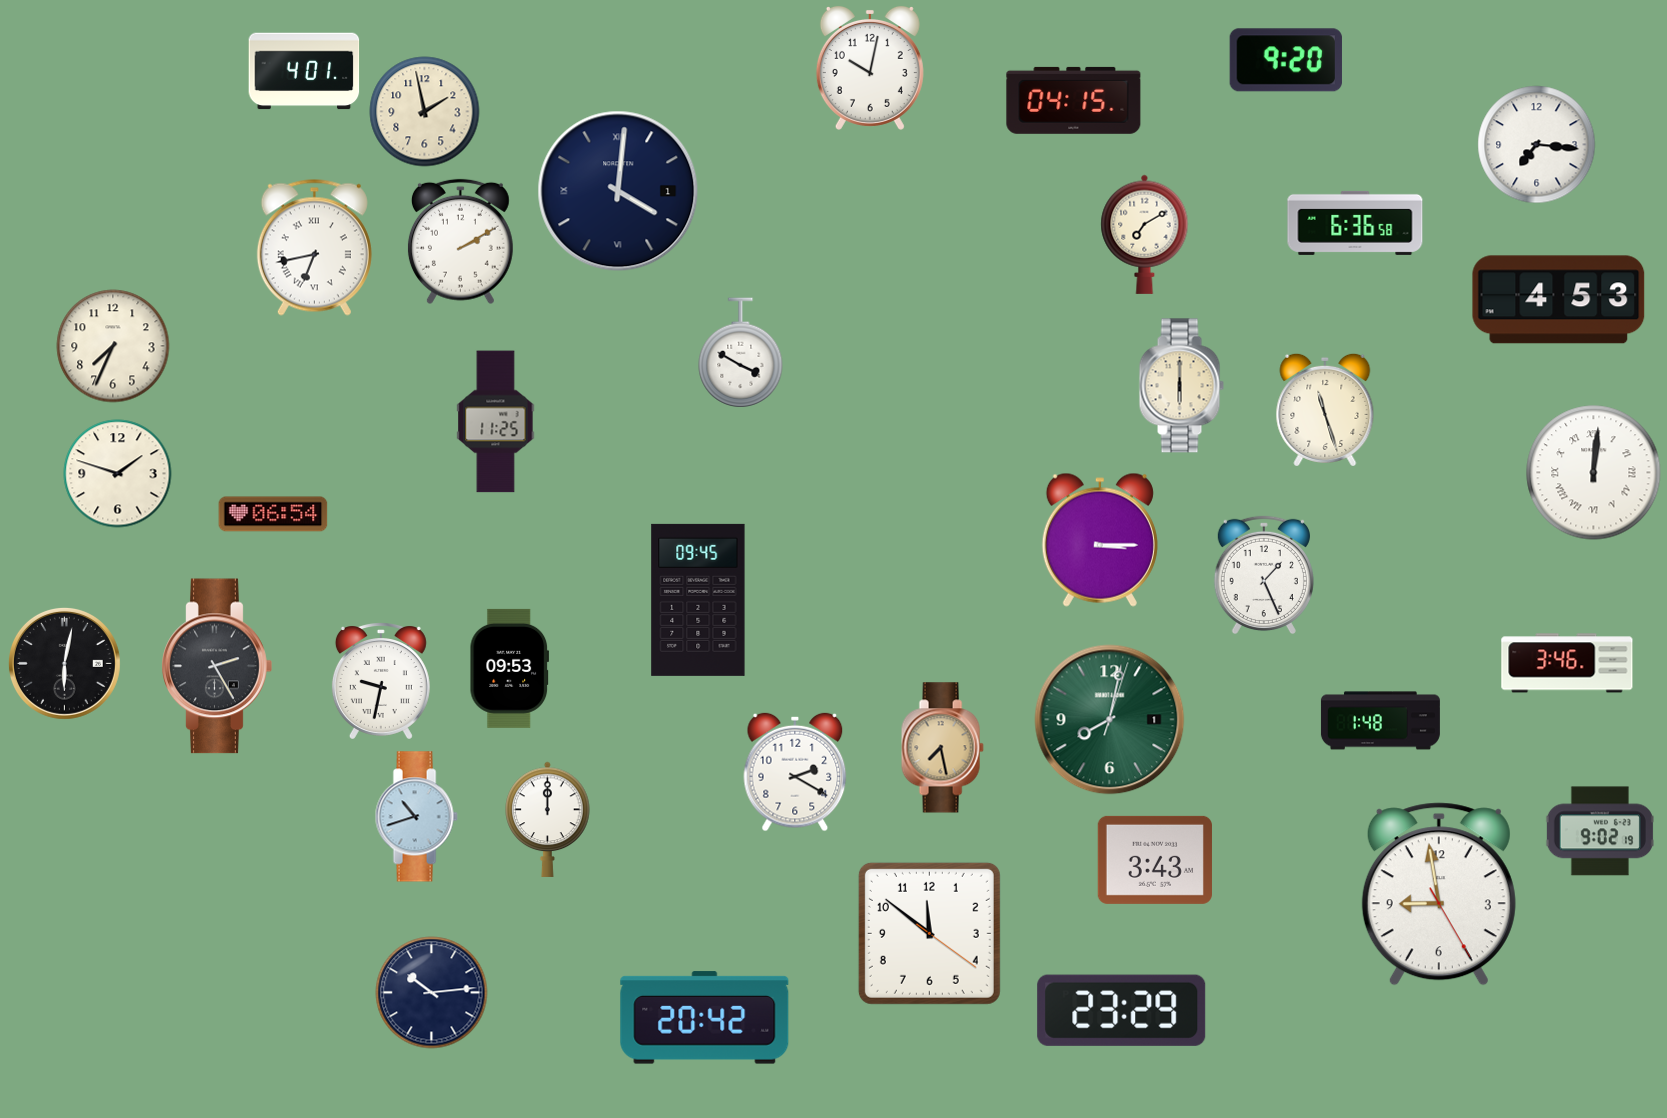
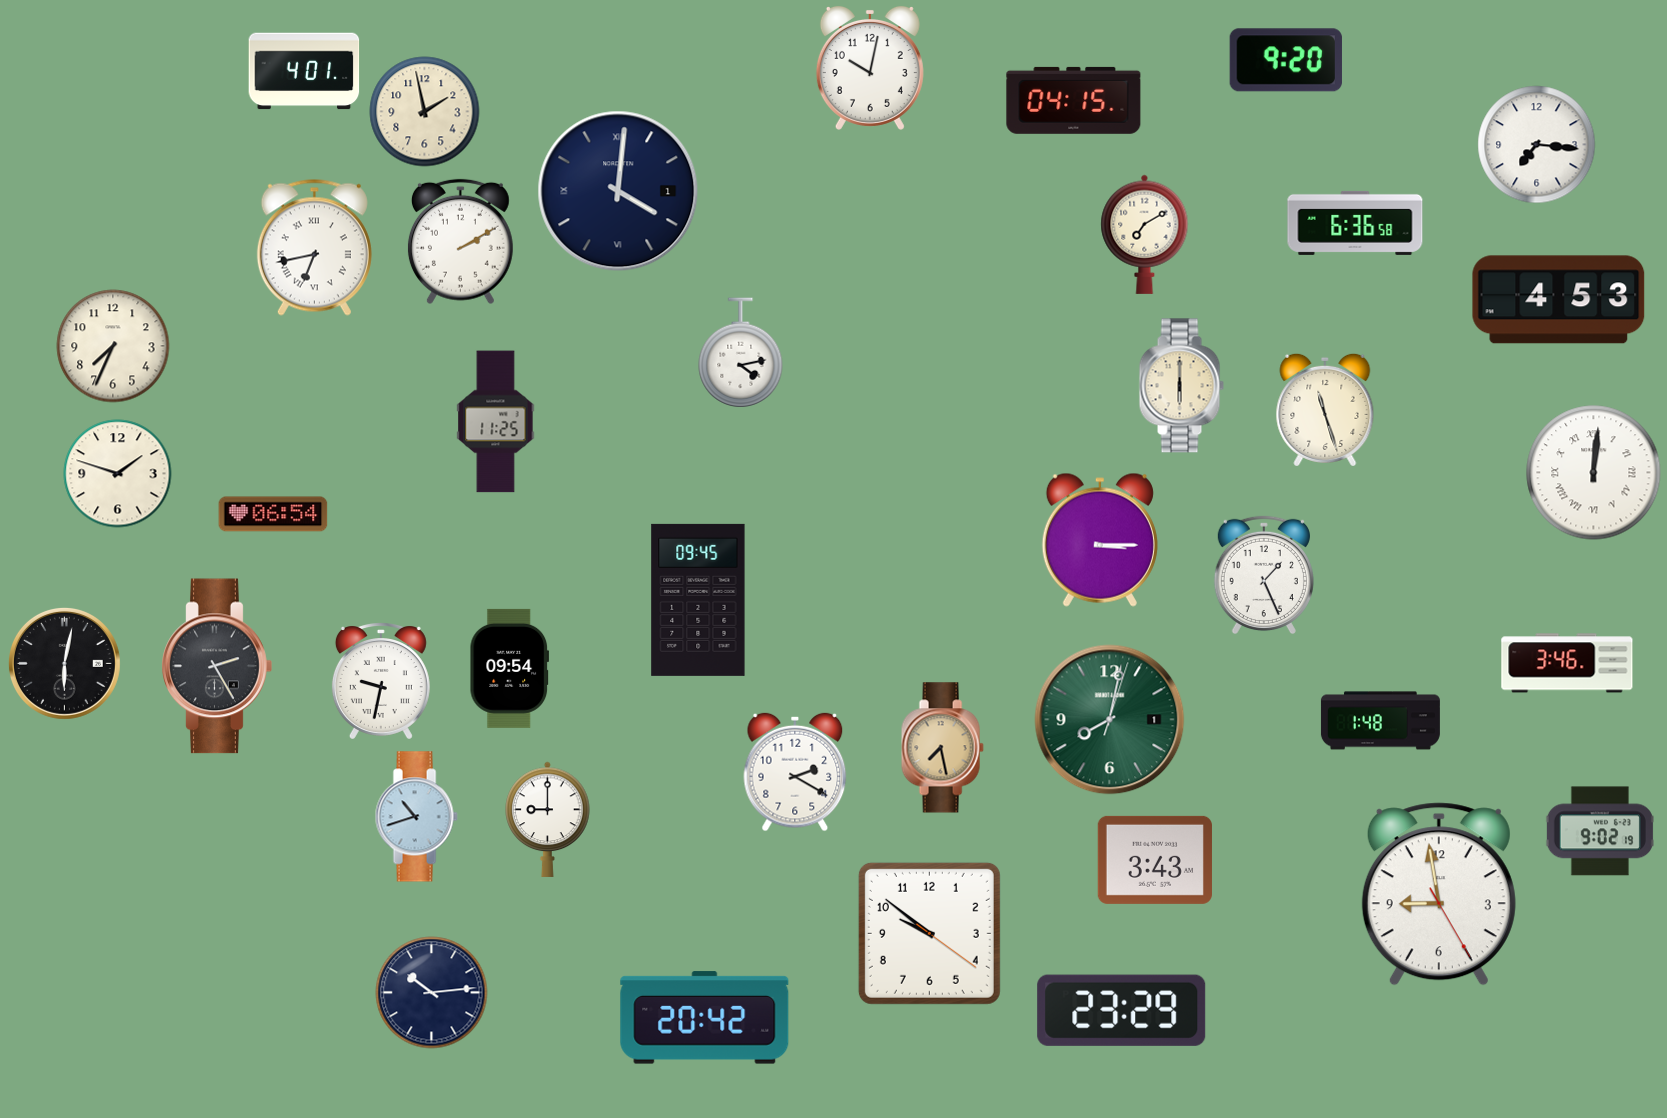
clock at (741, 353): 3:50 -> 4:13
clock at (509, 668): 09:53 -> 09:54
clock at (548, 819): 12:00 -> 9:00
clock at (929, 933): 11:51 -> 9:51
